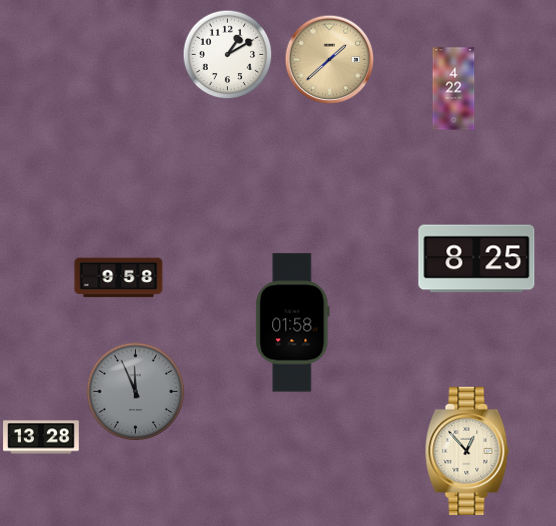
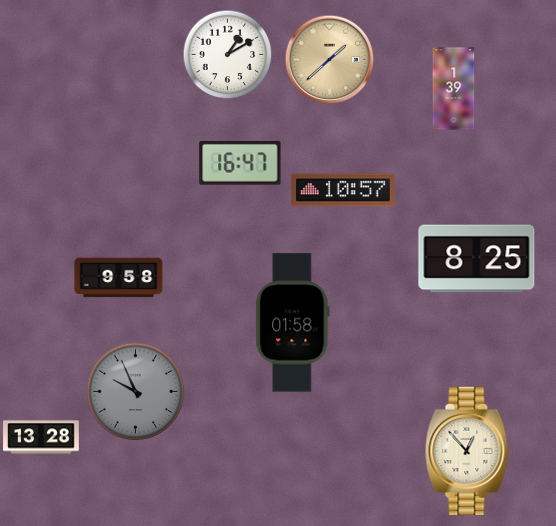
clock at (454, 89): 4:22 -> 1:39
clock at (240, 163): none -> 16:47
clock at (343, 190): none -> 10:57
clock at (136, 392): 11:56 -> 9:56
